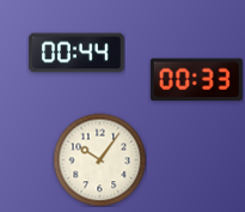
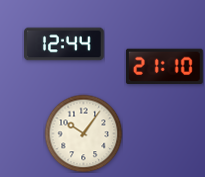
clock at (76, 53): 00:44 -> 12:44
clock at (196, 80): 00:33 -> 21:10
